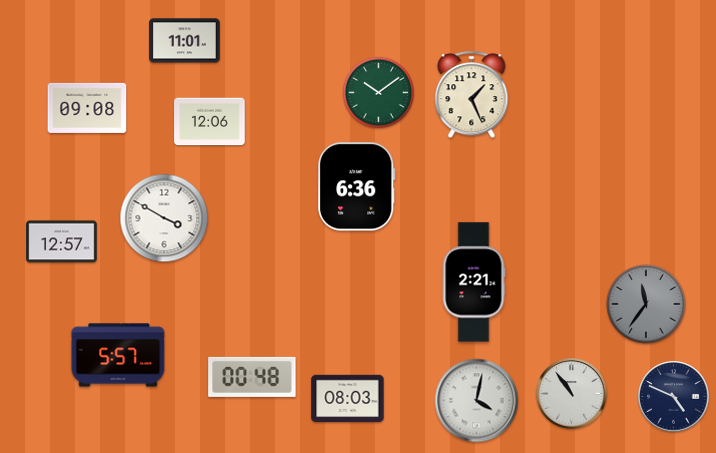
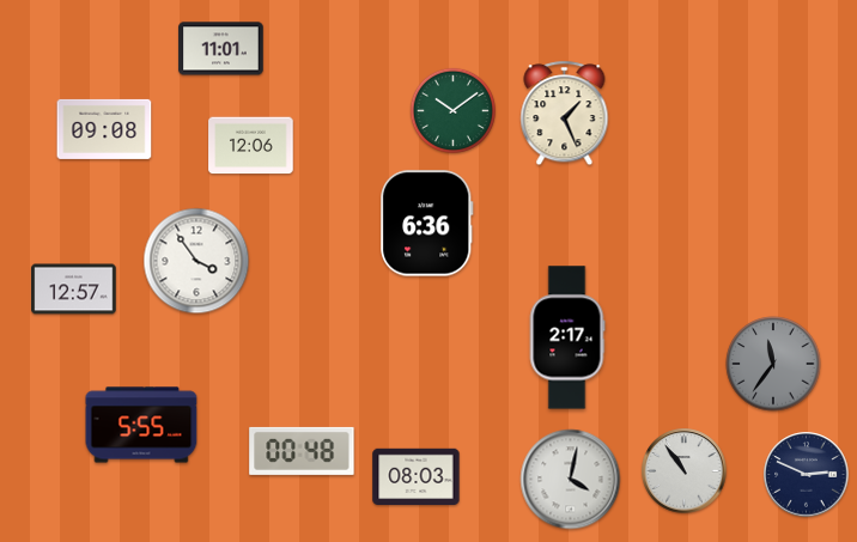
clock at (164, 218): 3:50 -> 3:54
clock at (474, 282): 2:21 -> 2:17
clock at (118, 355): 5:57 -> 5:55
clock at (674, 397): 4:49 -> 2:49
